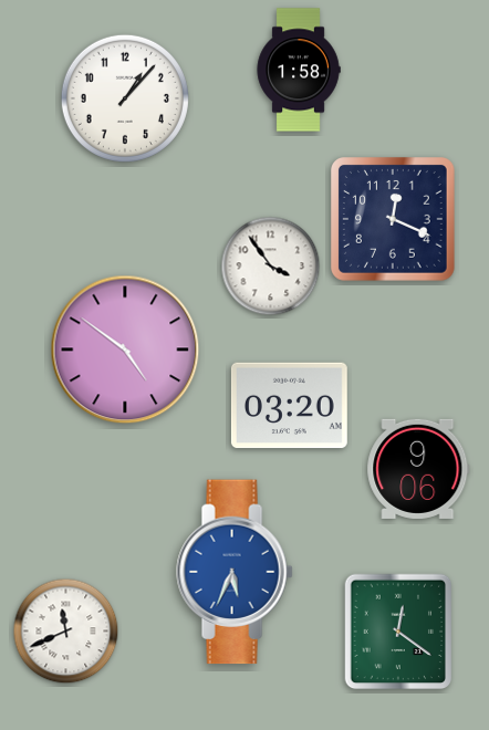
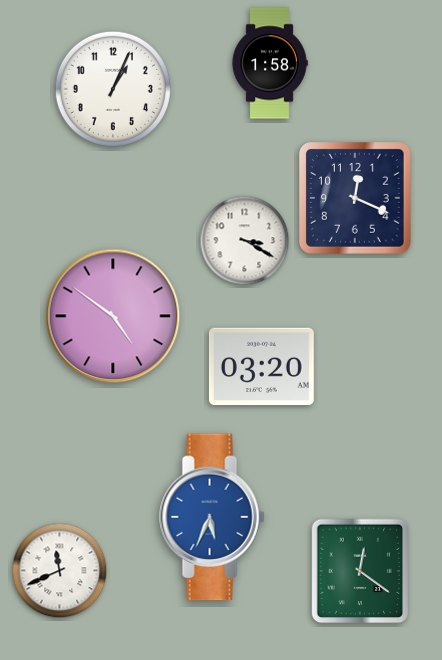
clock at (125, 98): 1:07 -> 1:04
clock at (271, 267): 3:54 -> 3:20
clock at (418, 469): 9:06 -> none
